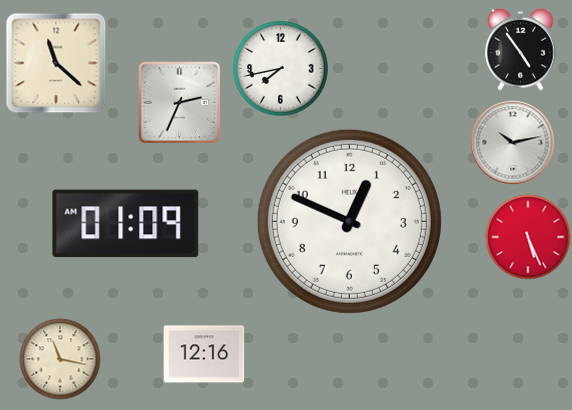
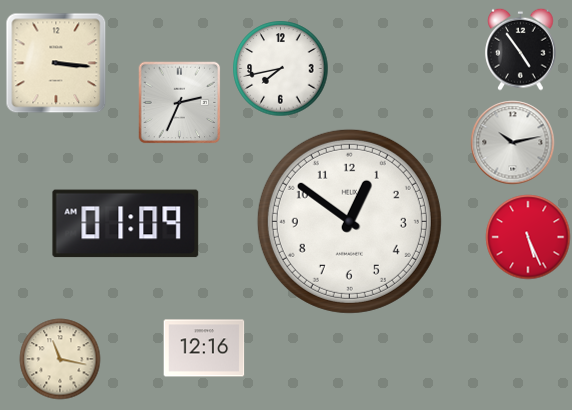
clock at (56, 63): 11:22 -> 3:16
clock at (349, 221): 12:49 -> 12:51
clock at (204, 354) position: (204, 354) -> (204, 348)
